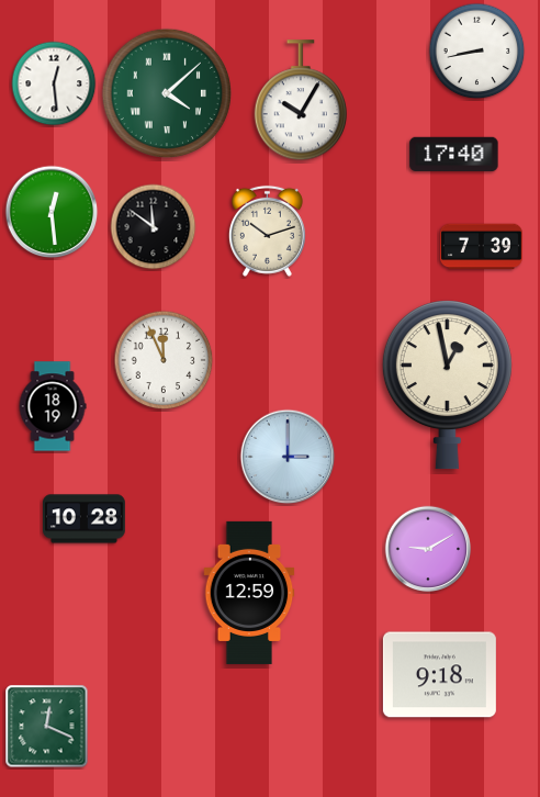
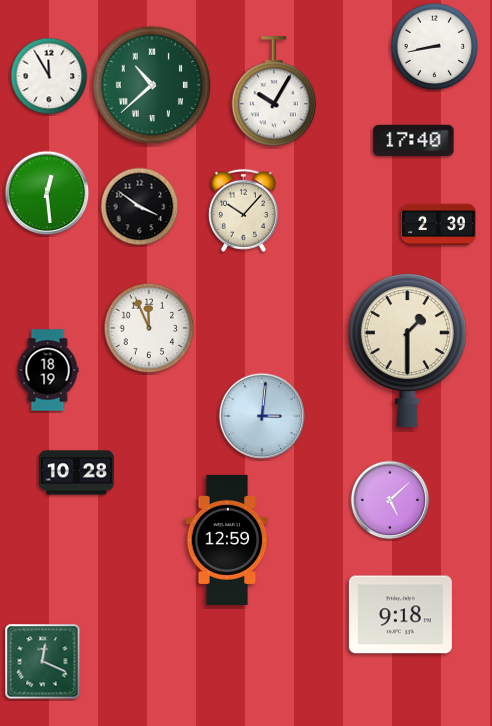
clock at (54, 83): 12:29 -> 11:55
clock at (166, 92): 4:08 -> 10:38
clock at (154, 227): 11:51 -> 3:51
clock at (267, 231): 10:12 -> 10:07
clock at (482, 247): 7:39 -> 2:39
clock at (447, 385): 12:58 -> 1:30
clock at (288, 457): 3:00 -> 3:01
clock at (428, 549): 9:10 -> 5:08
